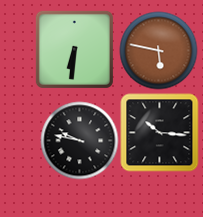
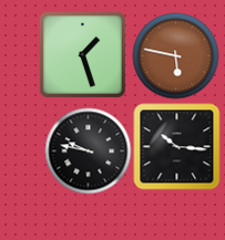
clock at (74, 49): 6:31 -> 1:27
clock at (79, 140) position: (79, 140) -> (88, 150)
